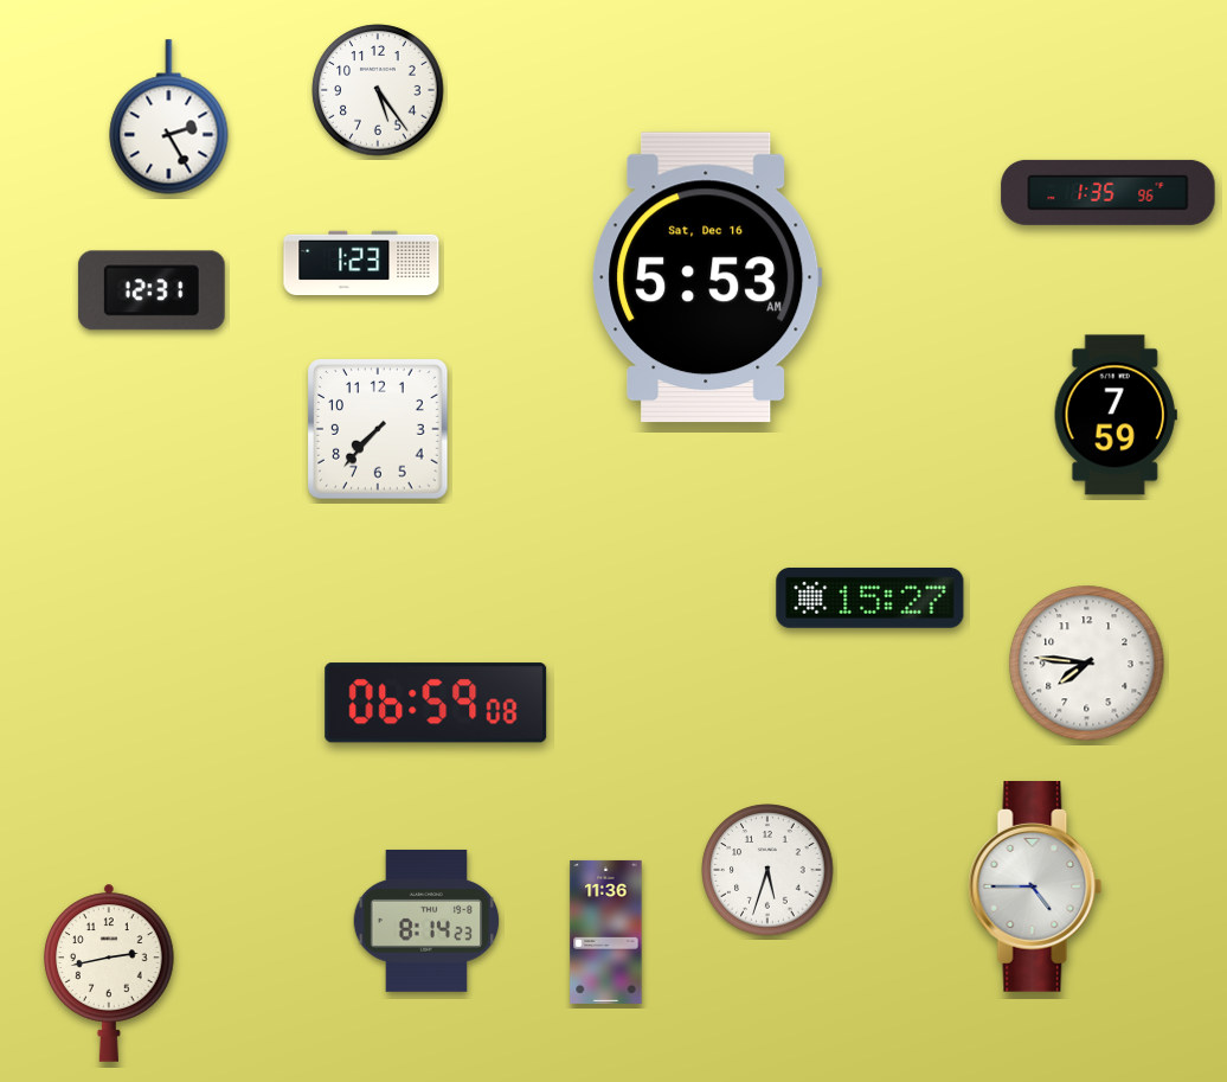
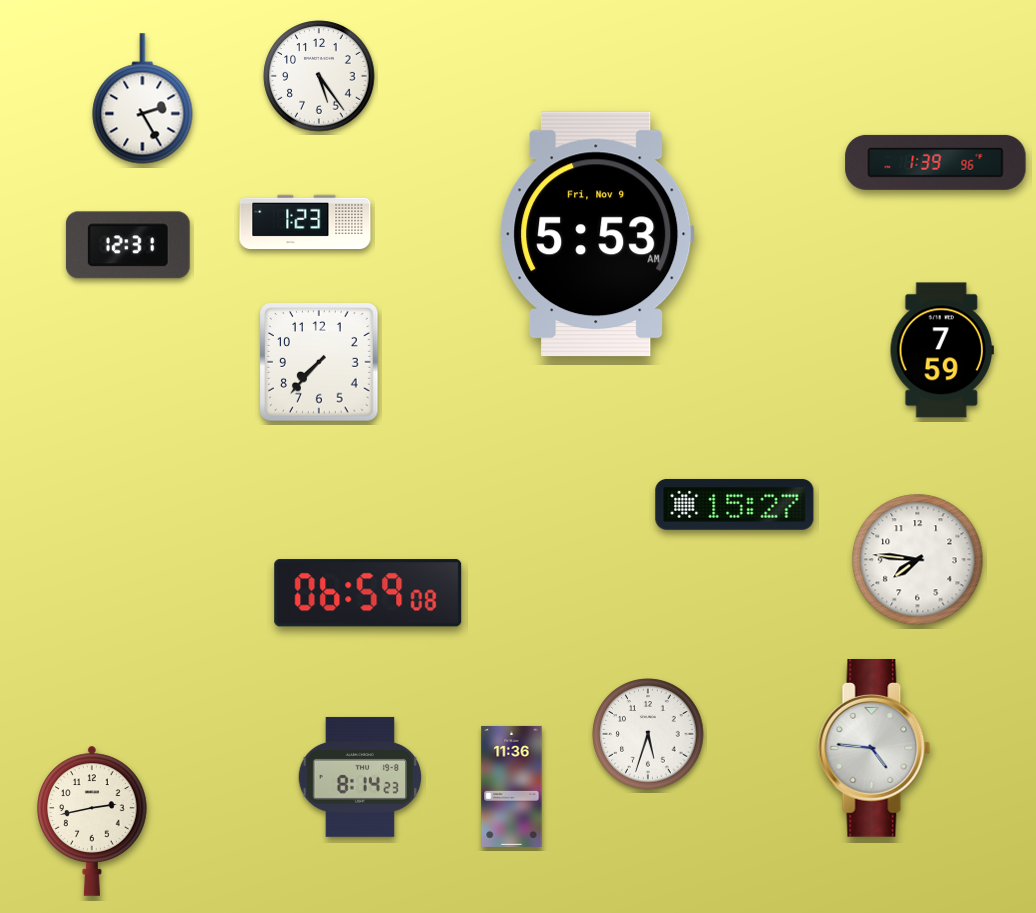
clock at (1109, 192): 1:35 -> 1:39
clock at (707, 277) date: Sat, Dec 16 -> Fri, Nov 9
clock at (1035, 888): 4:45 -> 4:46
